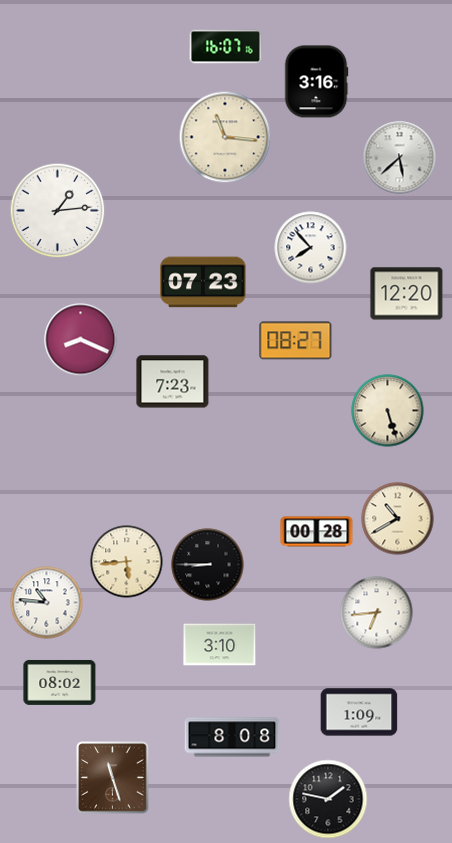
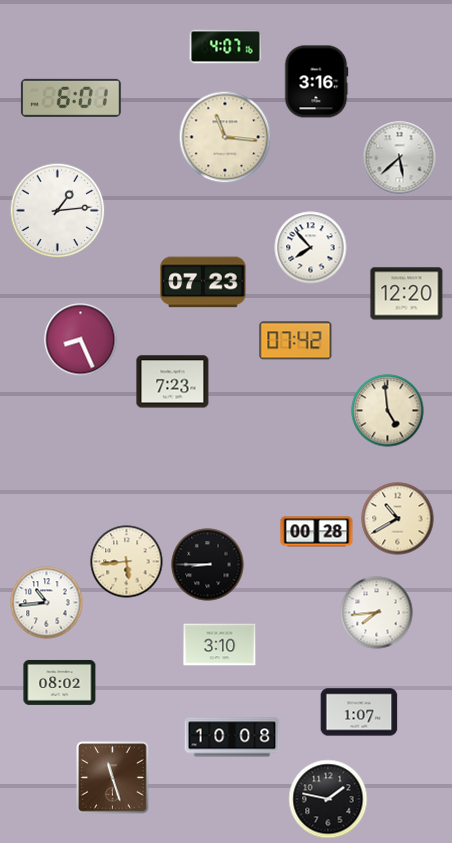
clock at (226, 47): 16:07 -> 4:07
clock at (71, 98): none -> 6:01
clock at (81, 340): 8:19 -> 8:26
clock at (296, 341): 08:27 -> 07:42
clock at (388, 411): 5:27 -> 4:59
clock at (47, 603): 10:46 -> 10:44
clock at (377, 613): 6:44 -> 7:44
clock at (359, 712): 1:09 -> 1:07
clock at (232, 737): 8:08 -> 10:08
